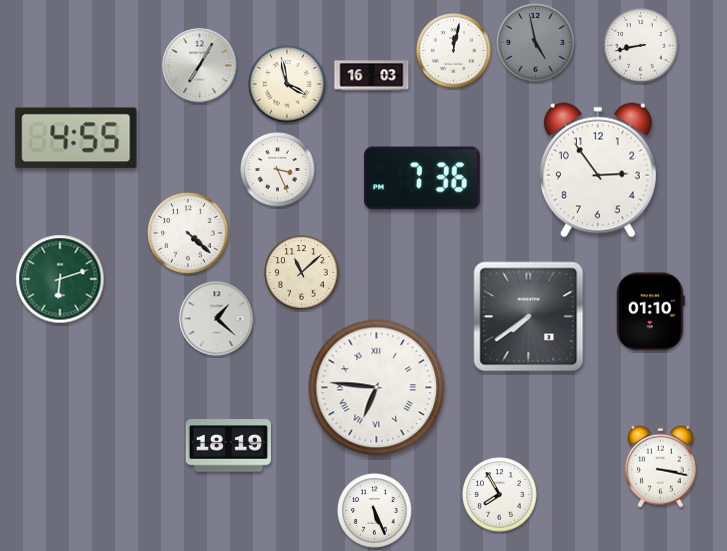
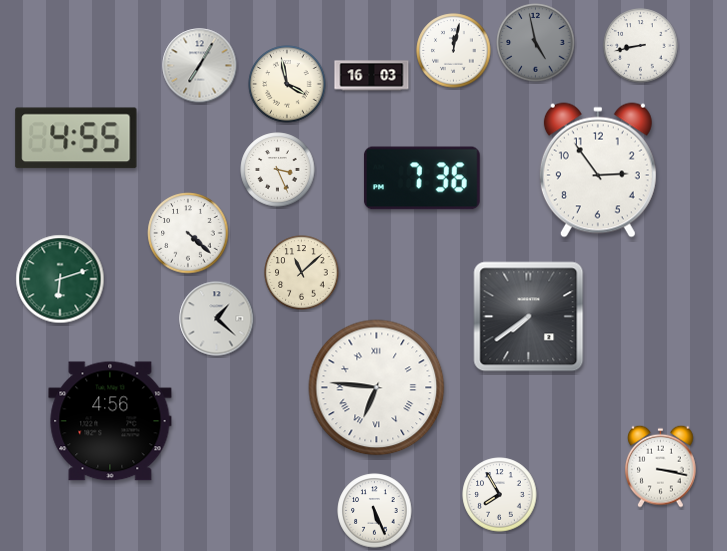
clock at (650, 312): 01:10 -> none
clock at (110, 421): none -> 4:56
clock at (228, 446): 18:19 -> none
